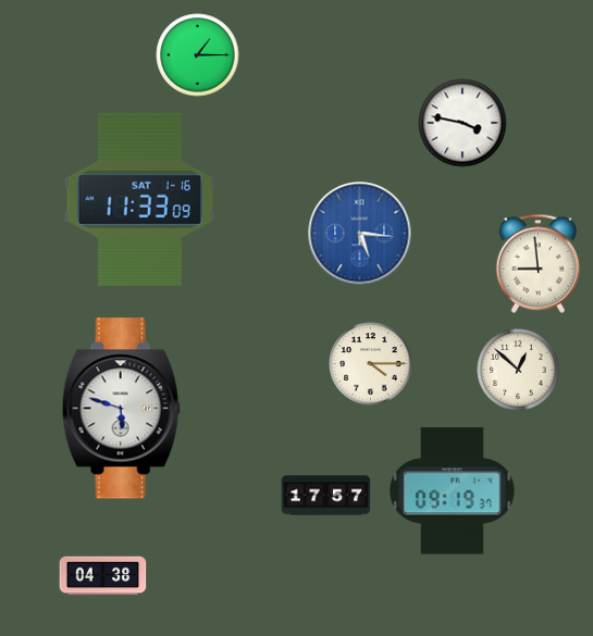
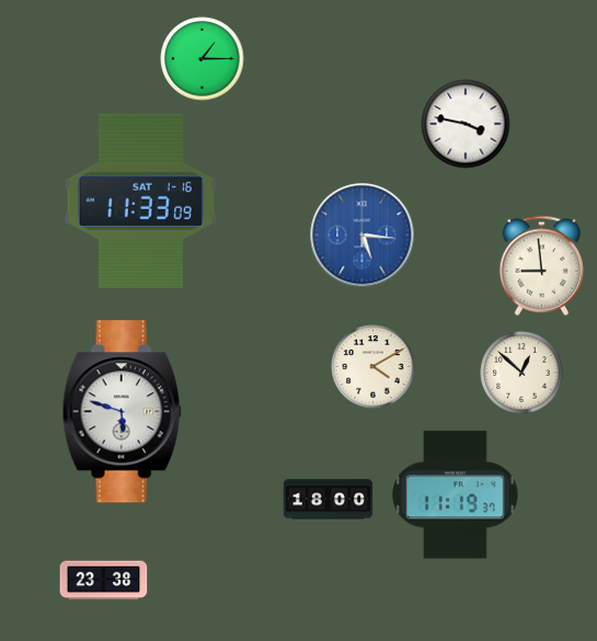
clock at (198, 55) position: (198, 55) -> (203, 59)
clock at (371, 364): 4:15 -> 4:10
clock at (453, 491): 09:19 -> 11:19
clock at (326, 496): 17:57 -> 18:00
clock at (103, 576): 04:38 -> 23:38
